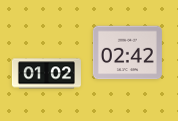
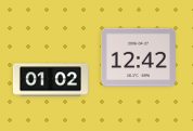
clock at (127, 53): 02:42 -> 12:42
